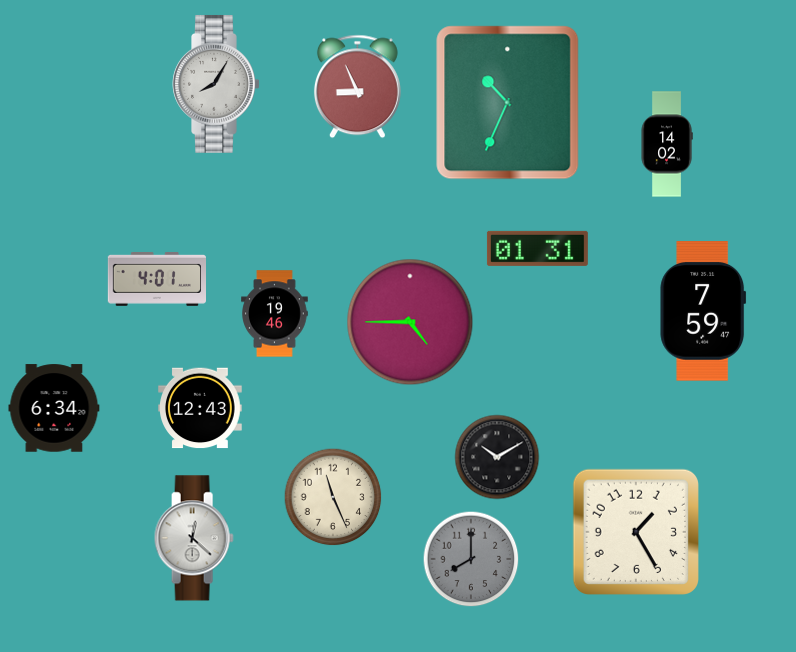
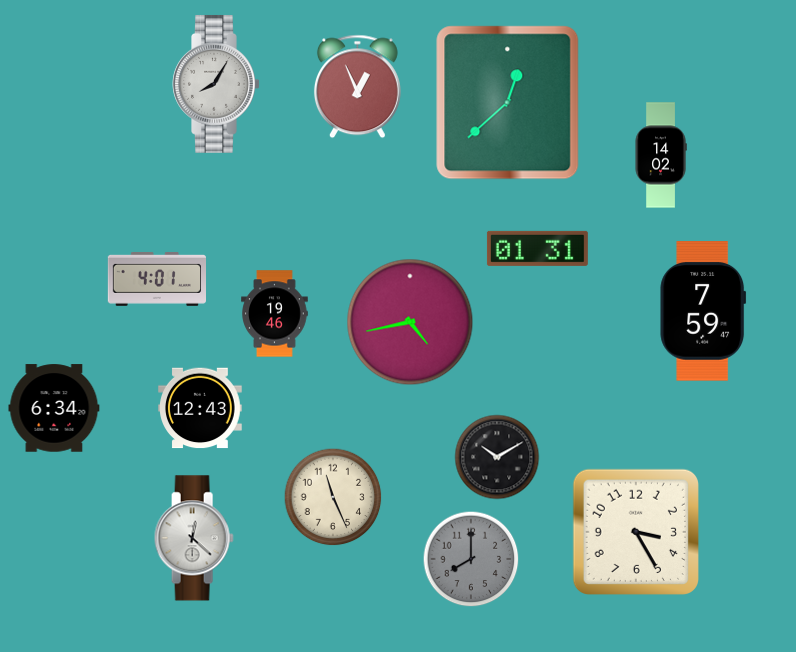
clock at (357, 87): 8:56 -> 12:56
clock at (508, 103): 10:34 -> 12:38
clock at (667, 144) position: (667, 144) -> (661, 155)
clock at (410, 322): 4:45 -> 4:43
clock at (636, 532): 1:25 -> 3:25
